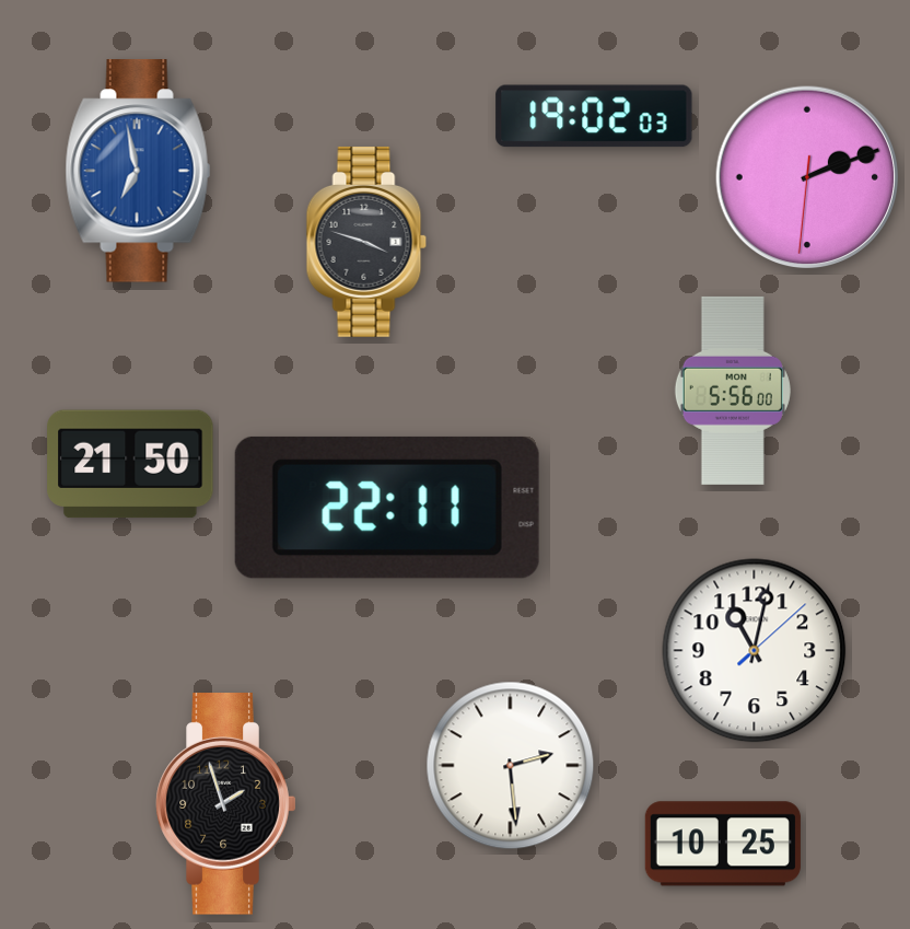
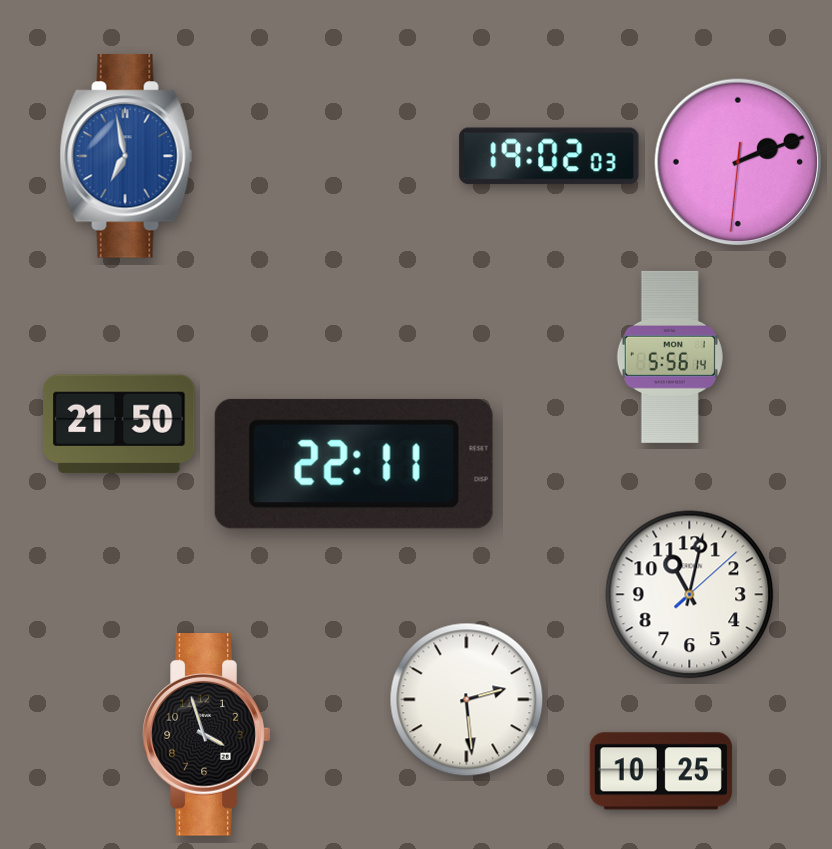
clock at (594, 116) position: (594, 116) -> (549, 156)
clock at (366, 242): 3:48 -> none
clock at (733, 391): 5:56:00 -> 5:56:14
clock at (226, 804): 1:57 -> 3:57
